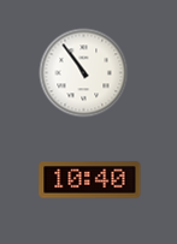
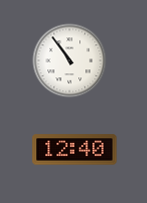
clock at (90, 180): 10:40 -> 12:40
